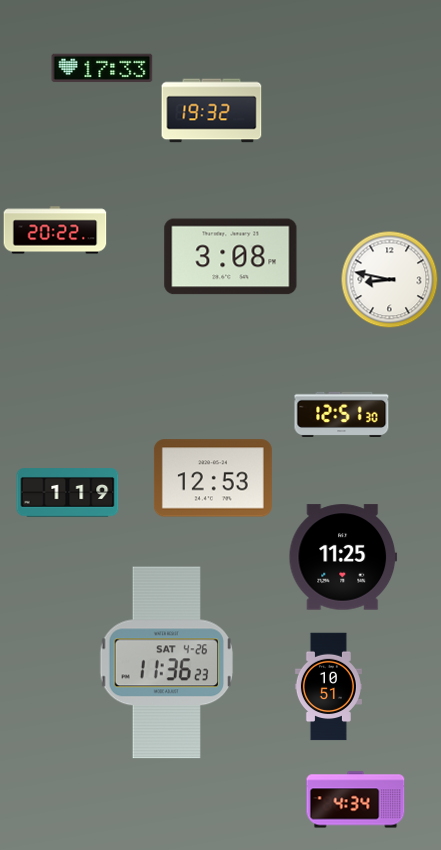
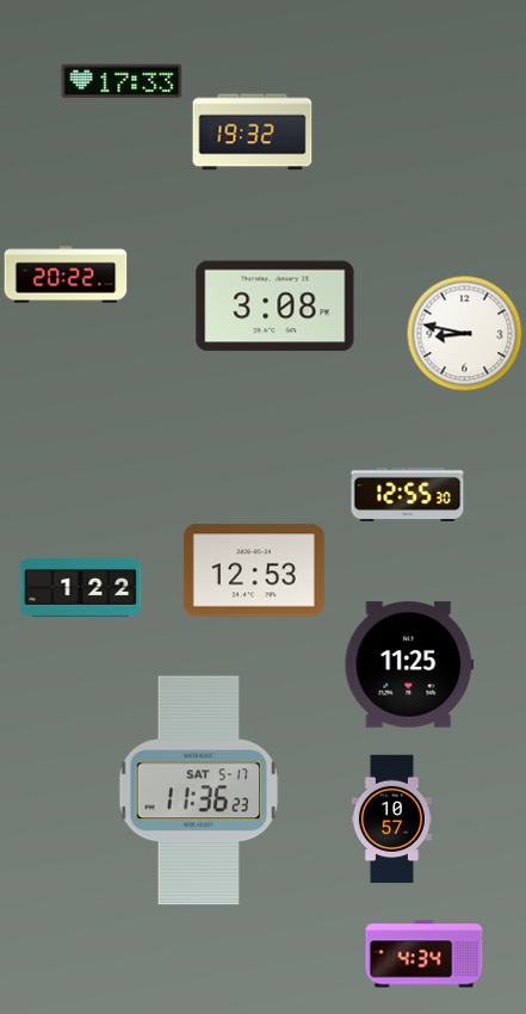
clock at (342, 414): 12:51 -> 12:55
clock at (68, 493): 1:19 -> 1:22
clock at (167, 663) date: SAT 4-26 -> SAT 5-17
clock at (328, 687): 10:51 -> 10:57
